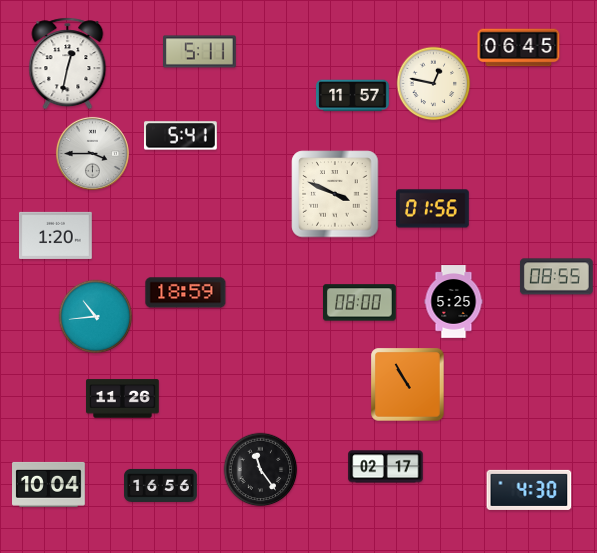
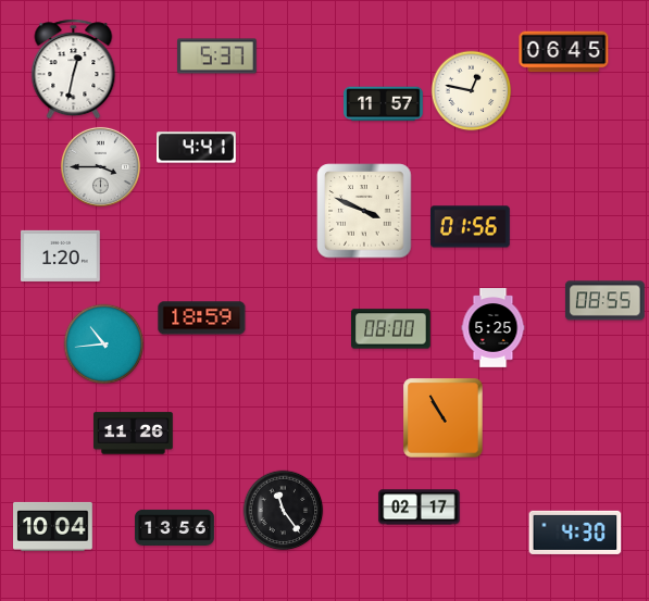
clock at (200, 52): 5:11 -> 5:37
clock at (181, 136): 5:41 -> 4:41
clock at (161, 485): 16:56 -> 13:56
